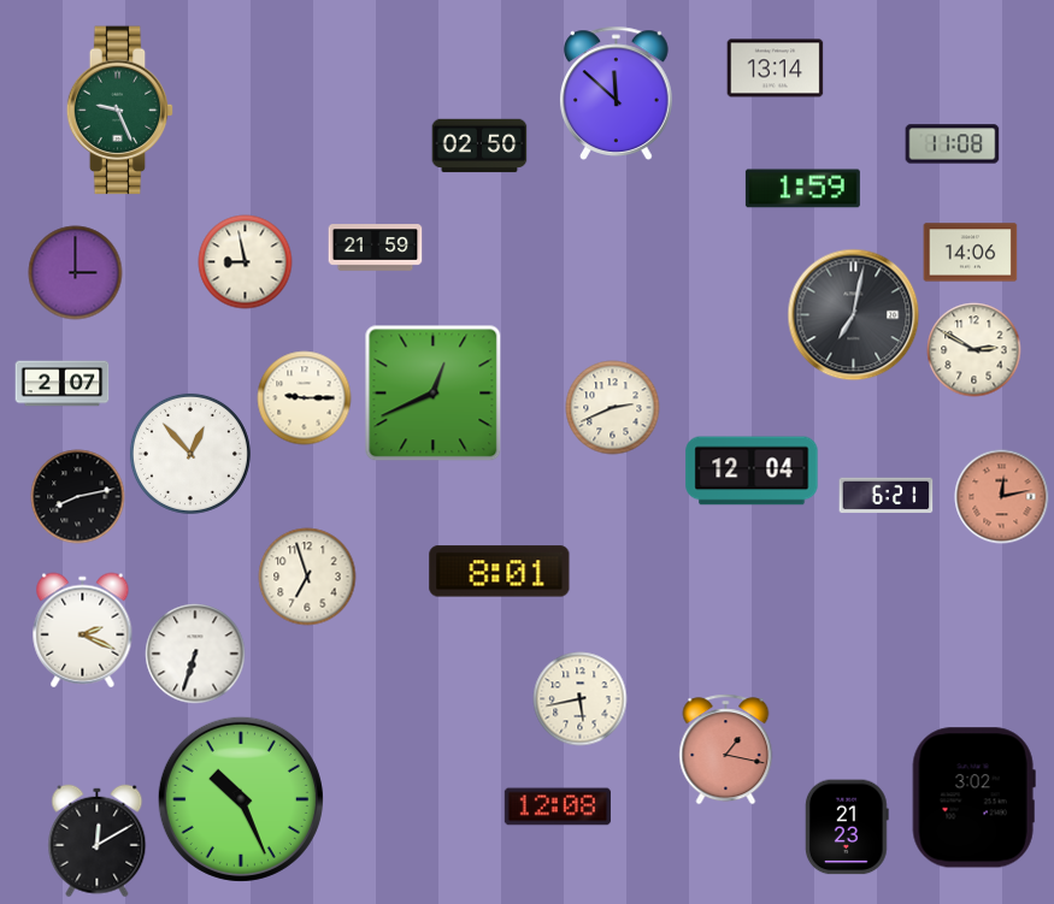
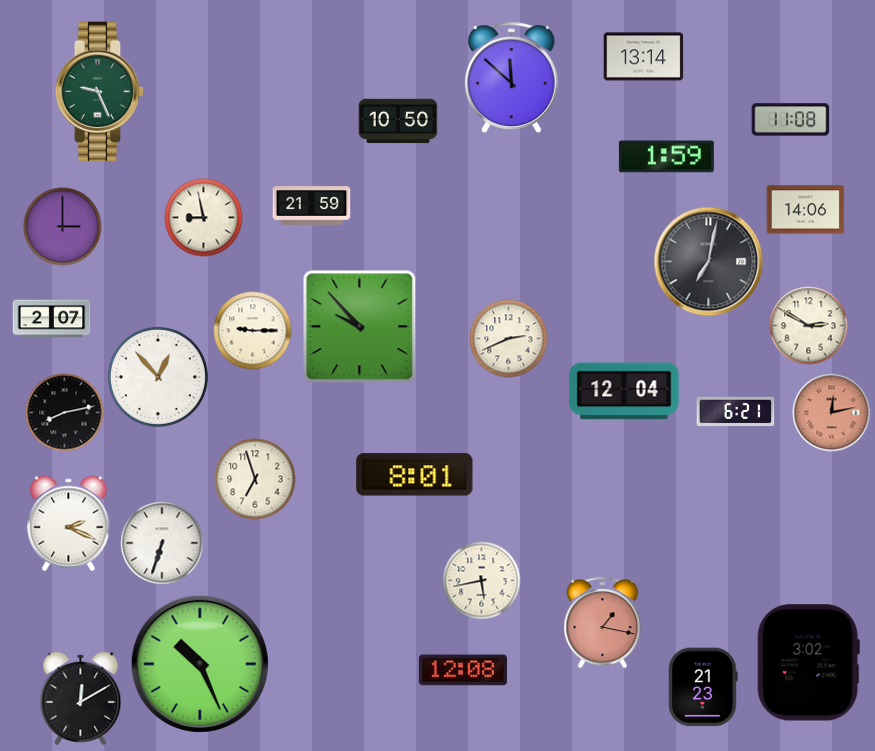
clock at (479, 146): 02:50 -> 10:50
clock at (973, 349) position: (973, 349) -> (808, 325)
clock at (432, 392): 12:41 -> 9:53
